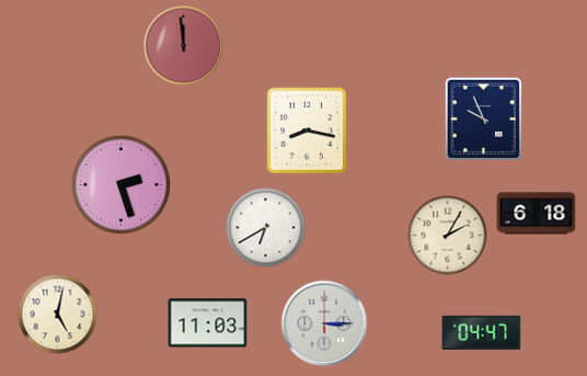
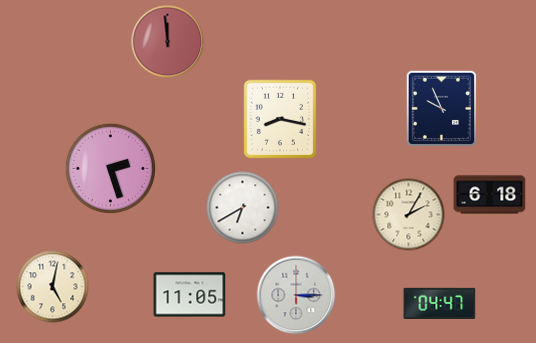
clock at (208, 323): 11:03 -> 11:05
